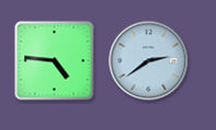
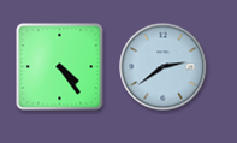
clock at (55, 61): 4:46 -> 4:24
